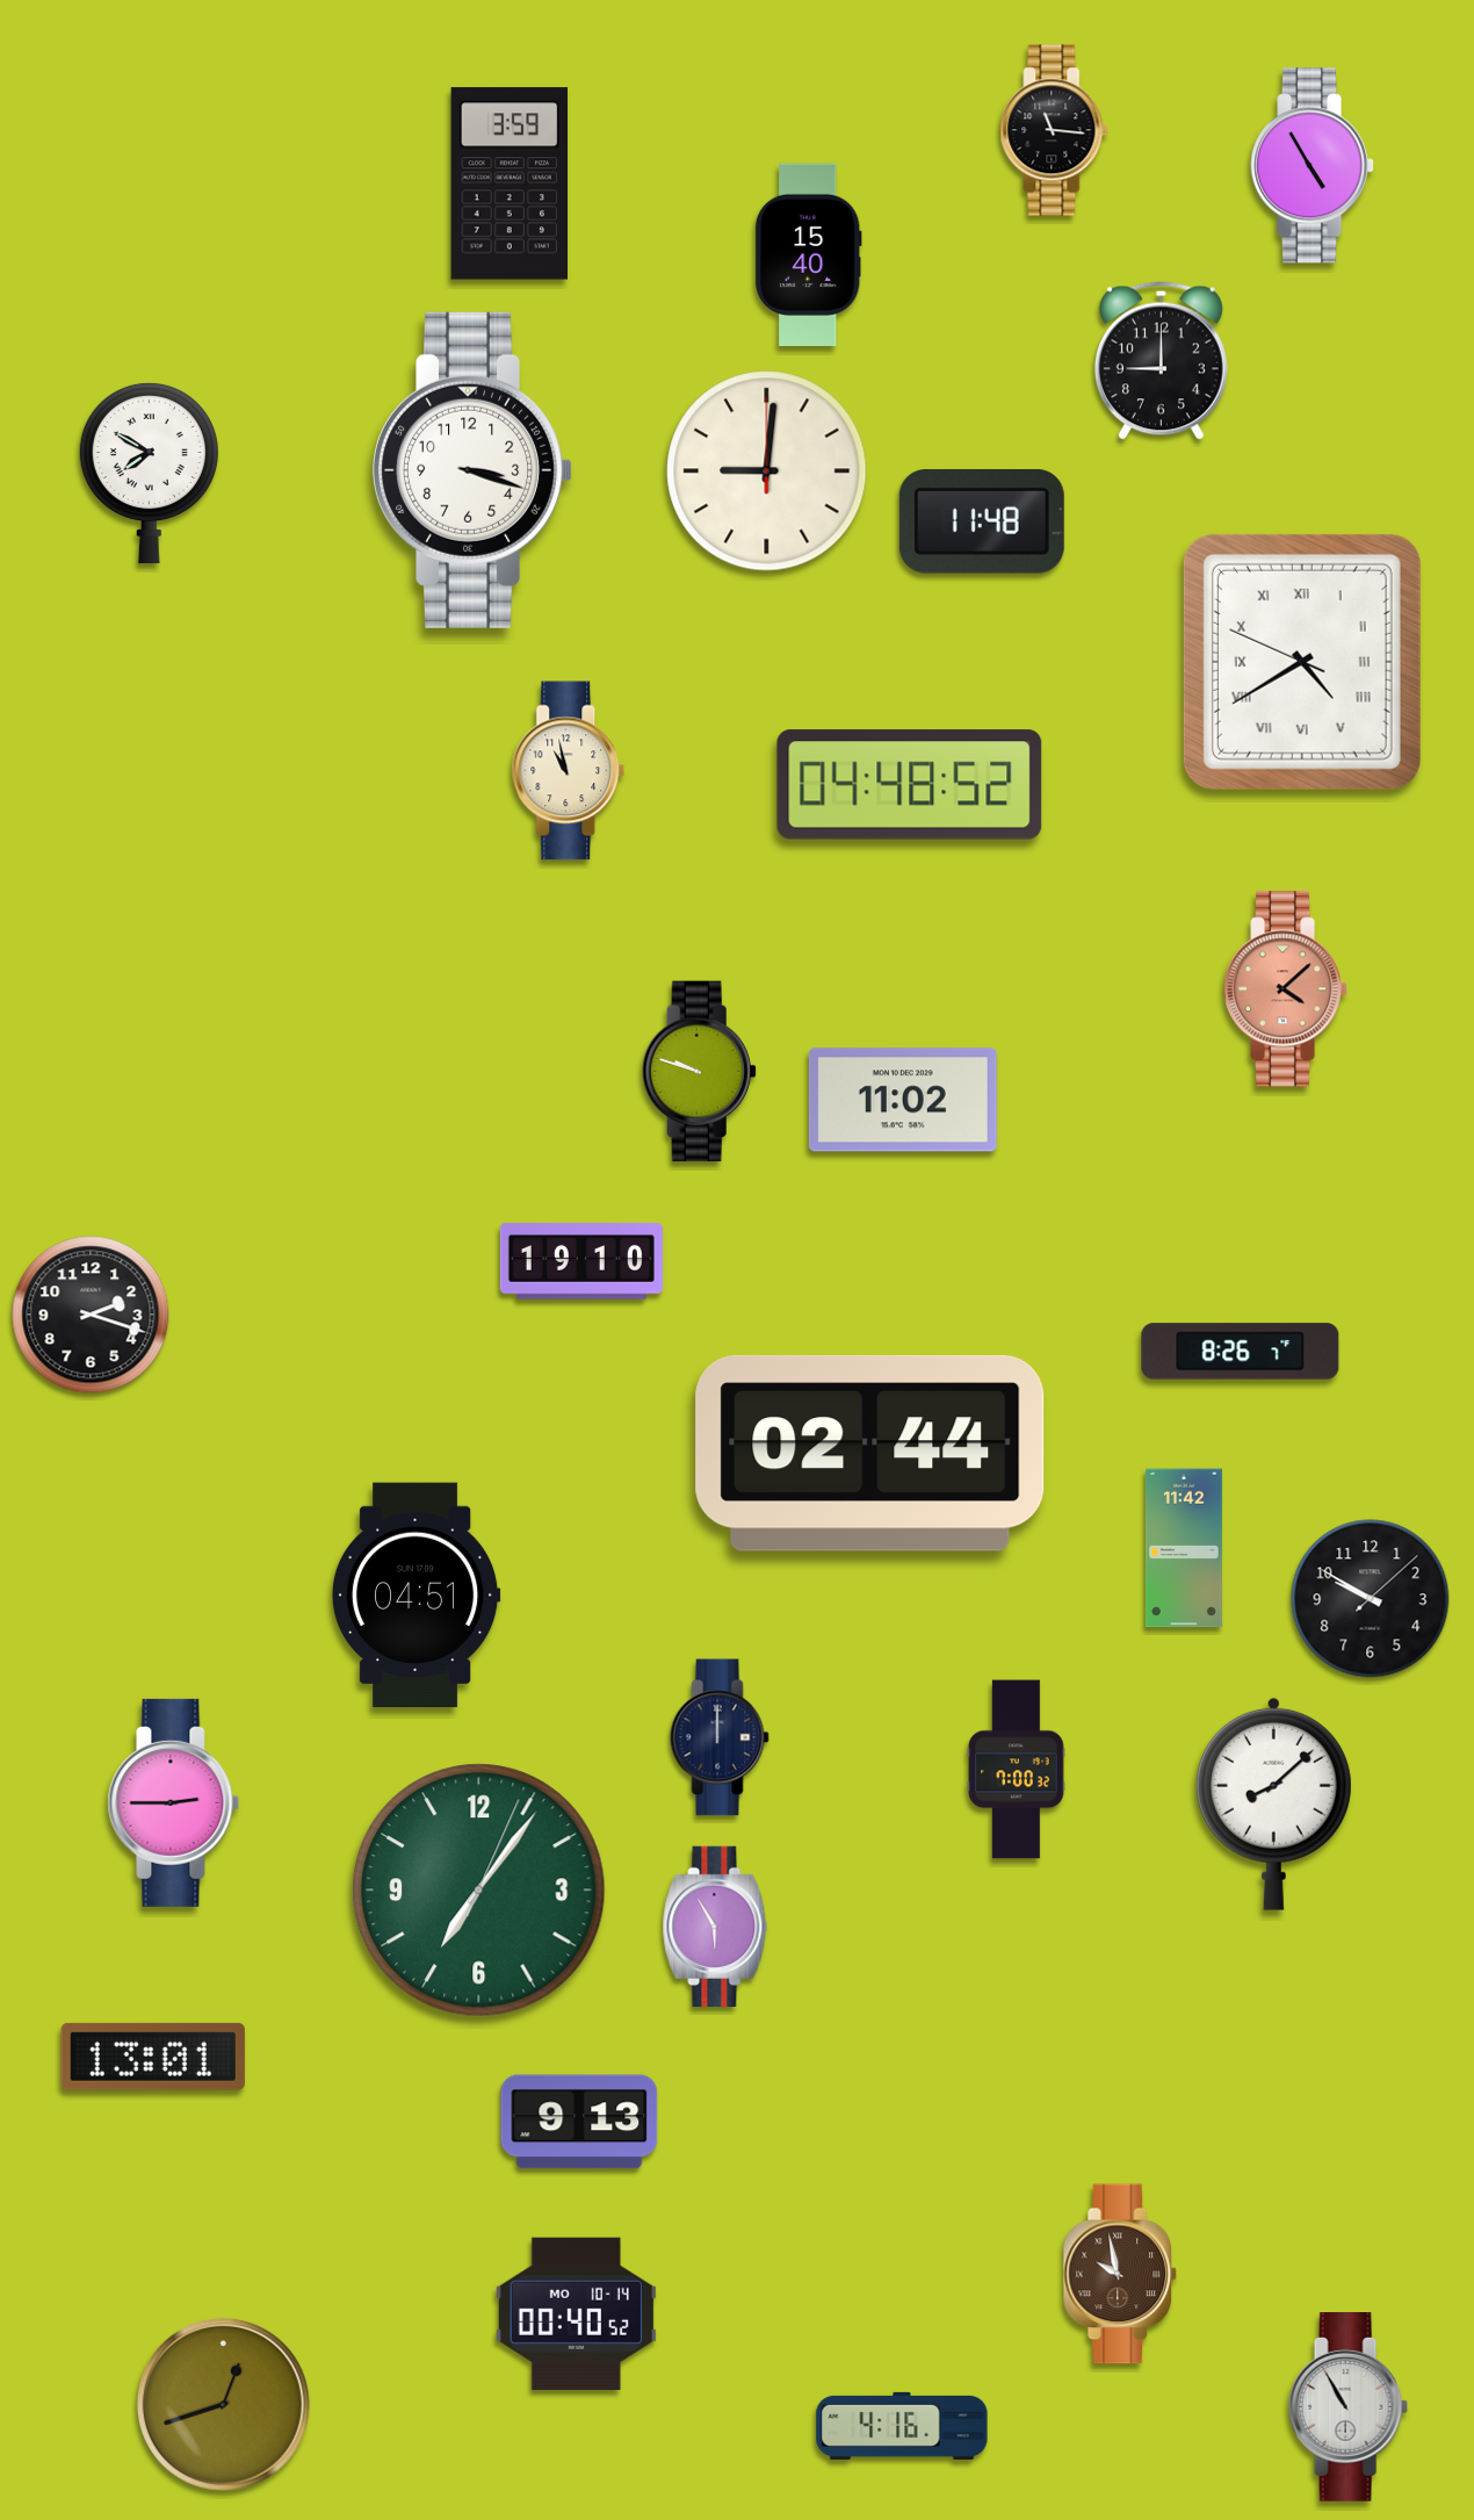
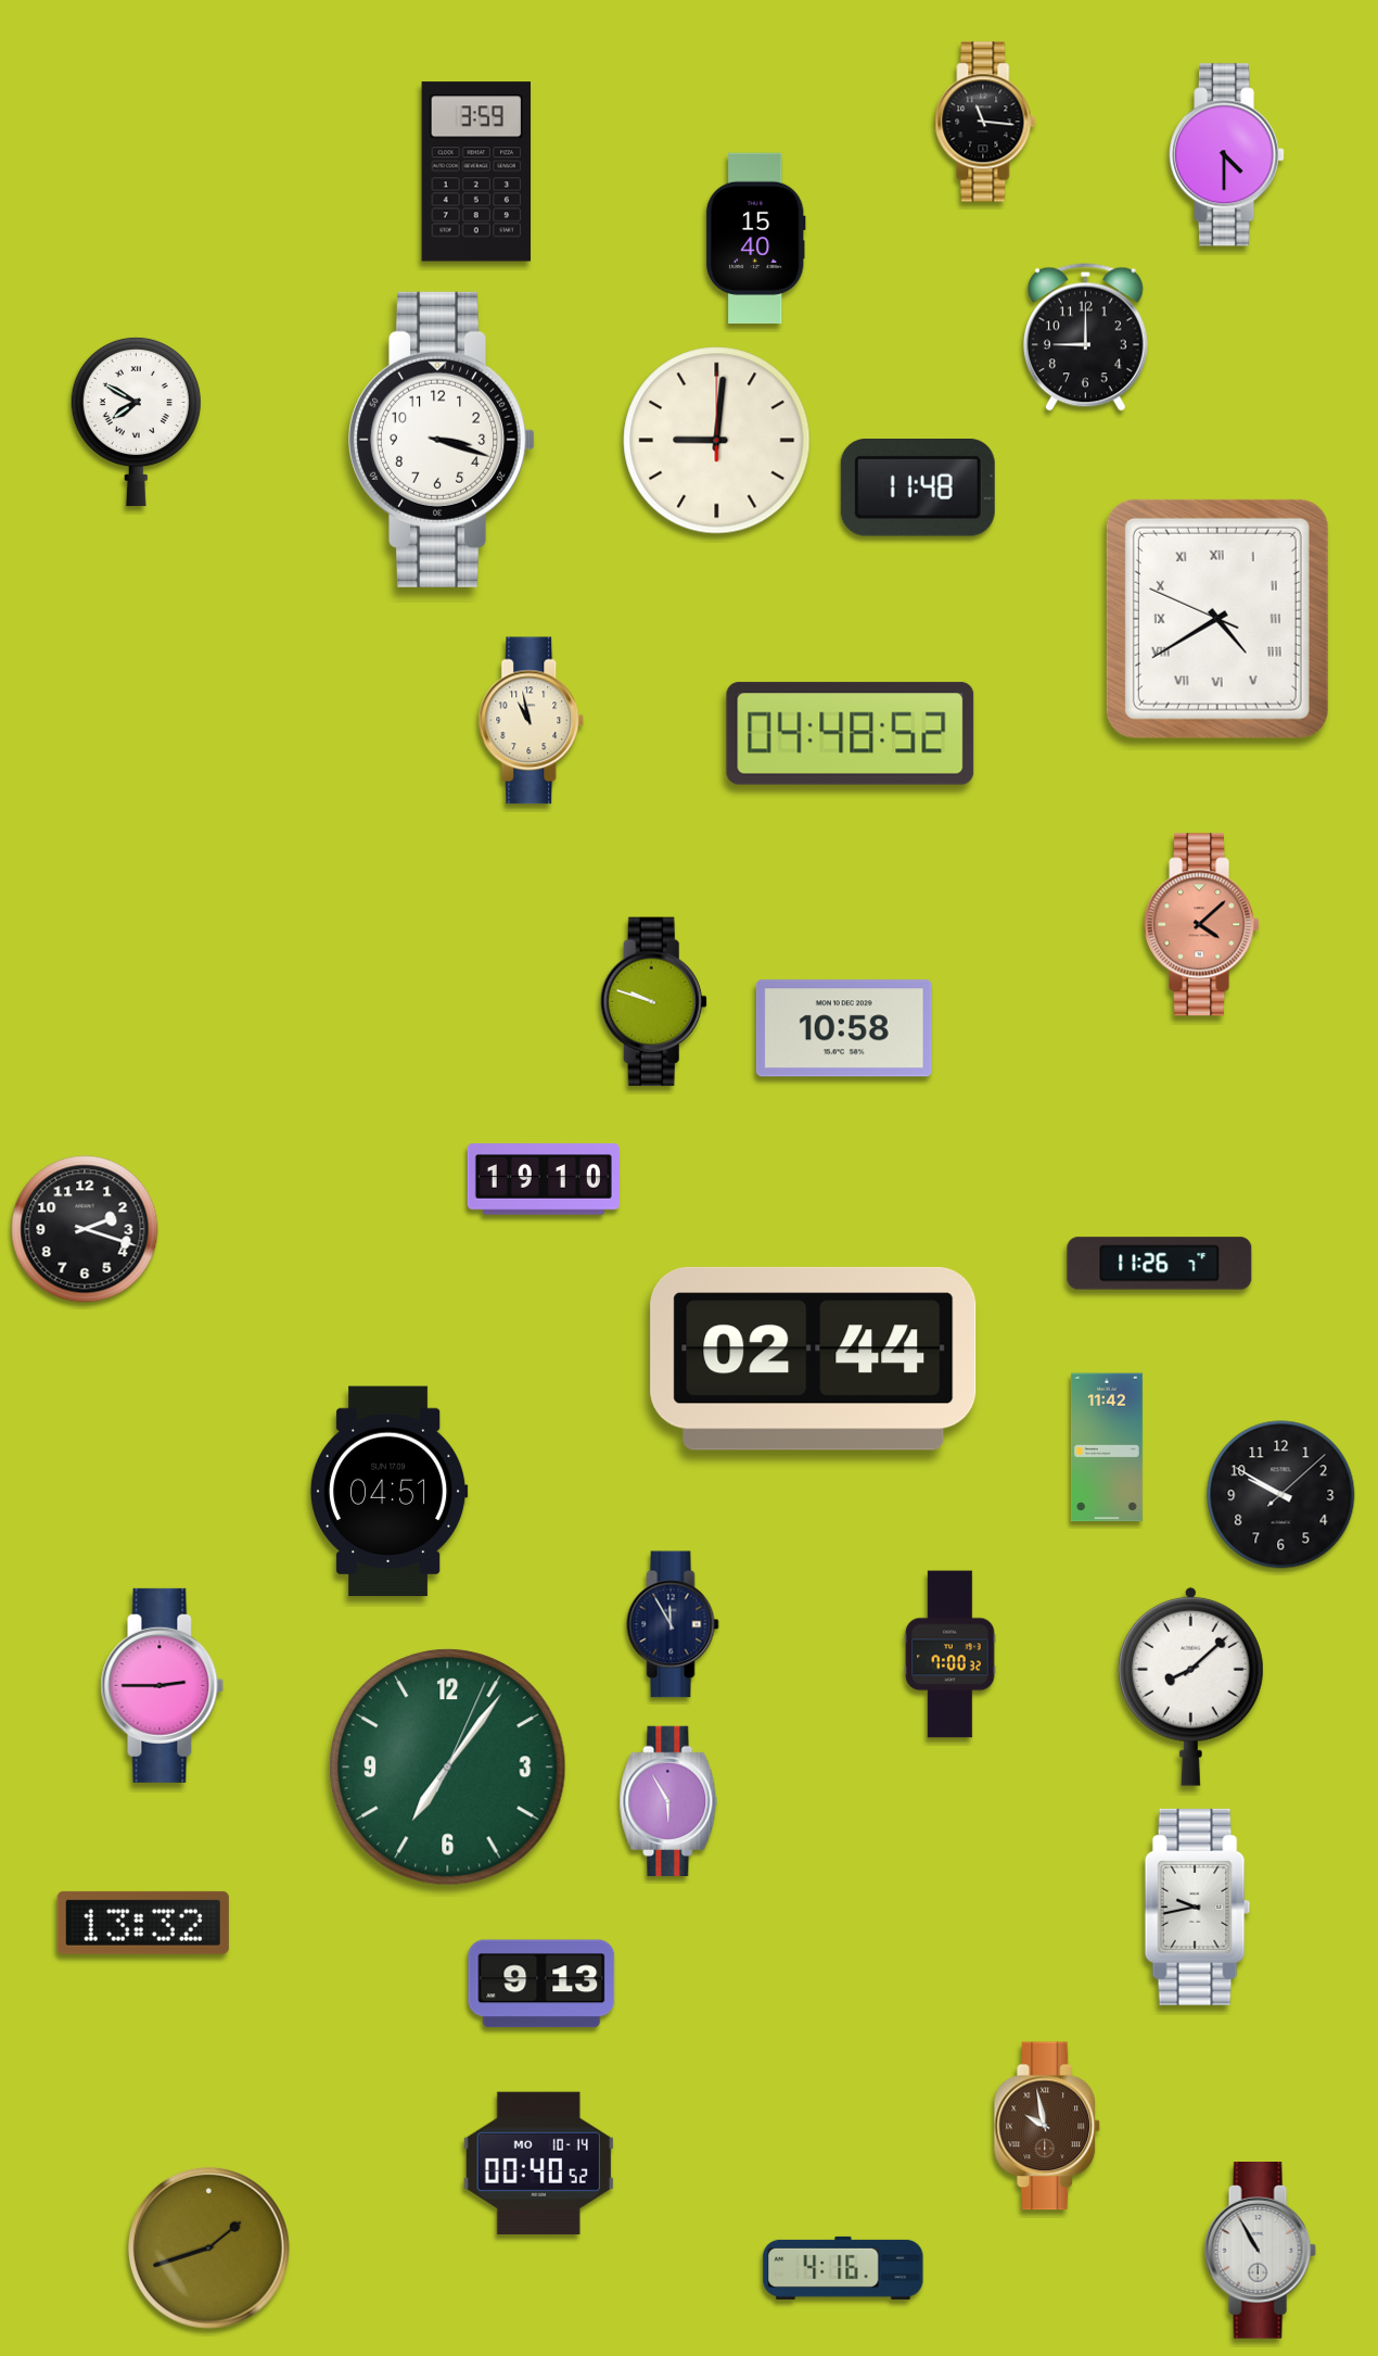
clock at (1314, 166): 4:55 -> 4:30
clock at (149, 473) position: (149, 473) -> (136, 421)
clock at (903, 1100): 11:02 -> 10:58
clock at (1241, 1352): 8:26 -> 11:26
clock at (720, 1737): 12:00 -> 11:55
clock at (1198, 1907): none -> 9:43
clock at (153, 2057): 13:01 -> 13:32
clock at (223, 2404): 12:42 -> 1:42
